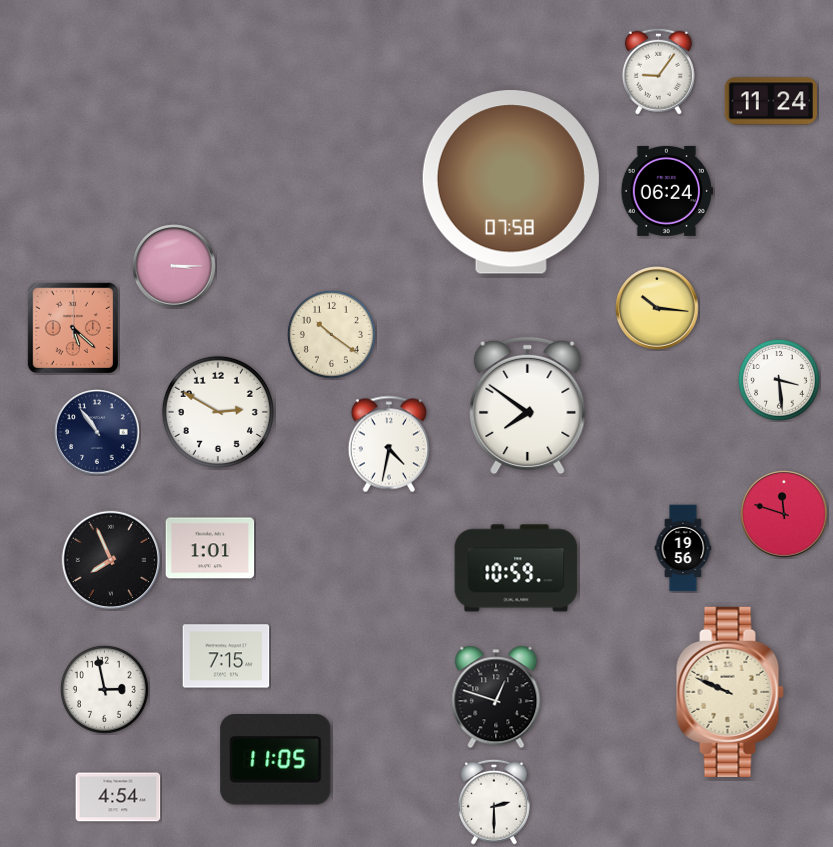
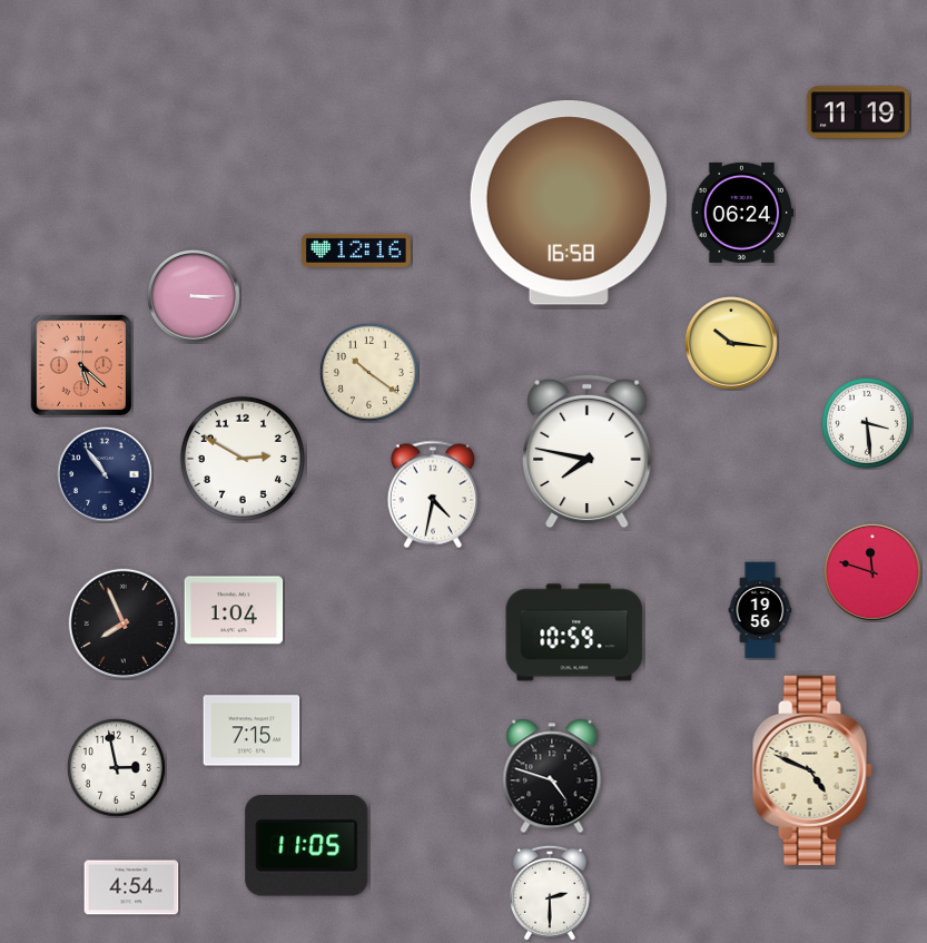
clock at (658, 71): 9:06 -> none
clock at (771, 101): 11:24 -> 11:19
clock at (511, 182): 07:58 -> 16:58
clock at (356, 251): none -> 12:16
clock at (528, 406): 7:51 -> 7:47
clock at (97, 432) position: (97, 432) -> (105, 474)
clock at (210, 548): 1:01 -> 1:04
clock at (730, 692): 9:49 -> 4:49
clock at (496, 697): 12:48 -> 4:48
